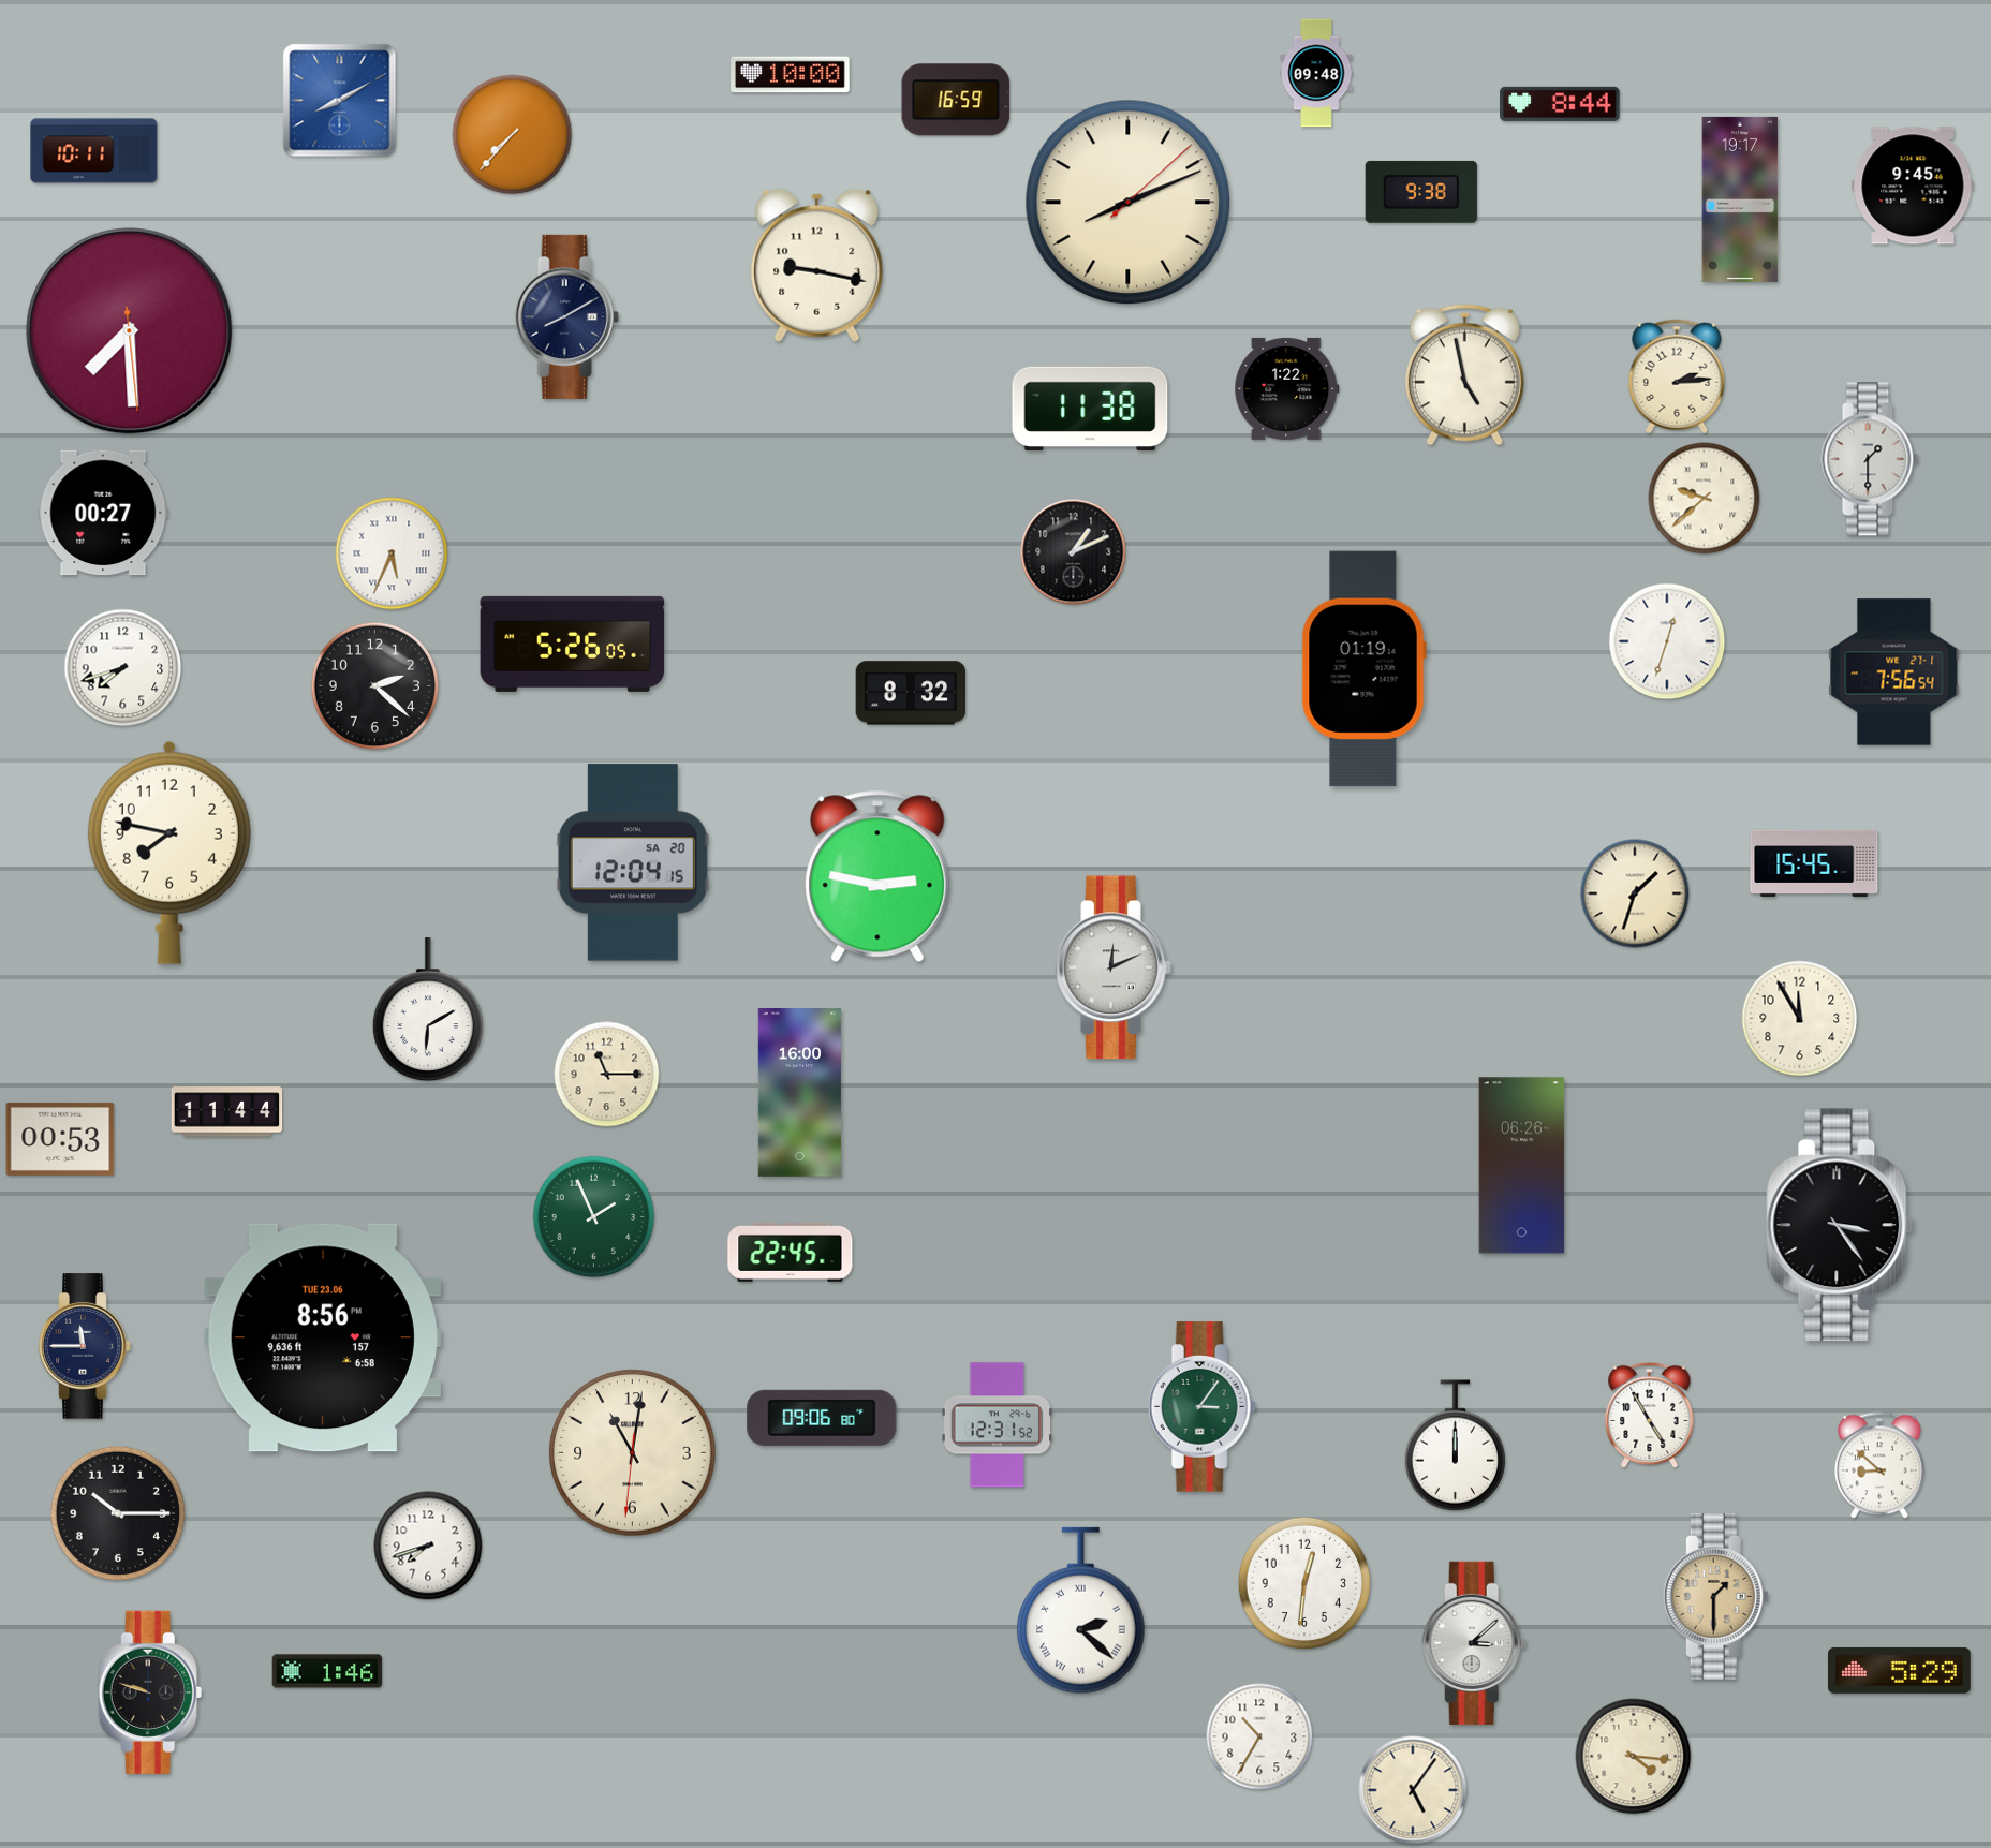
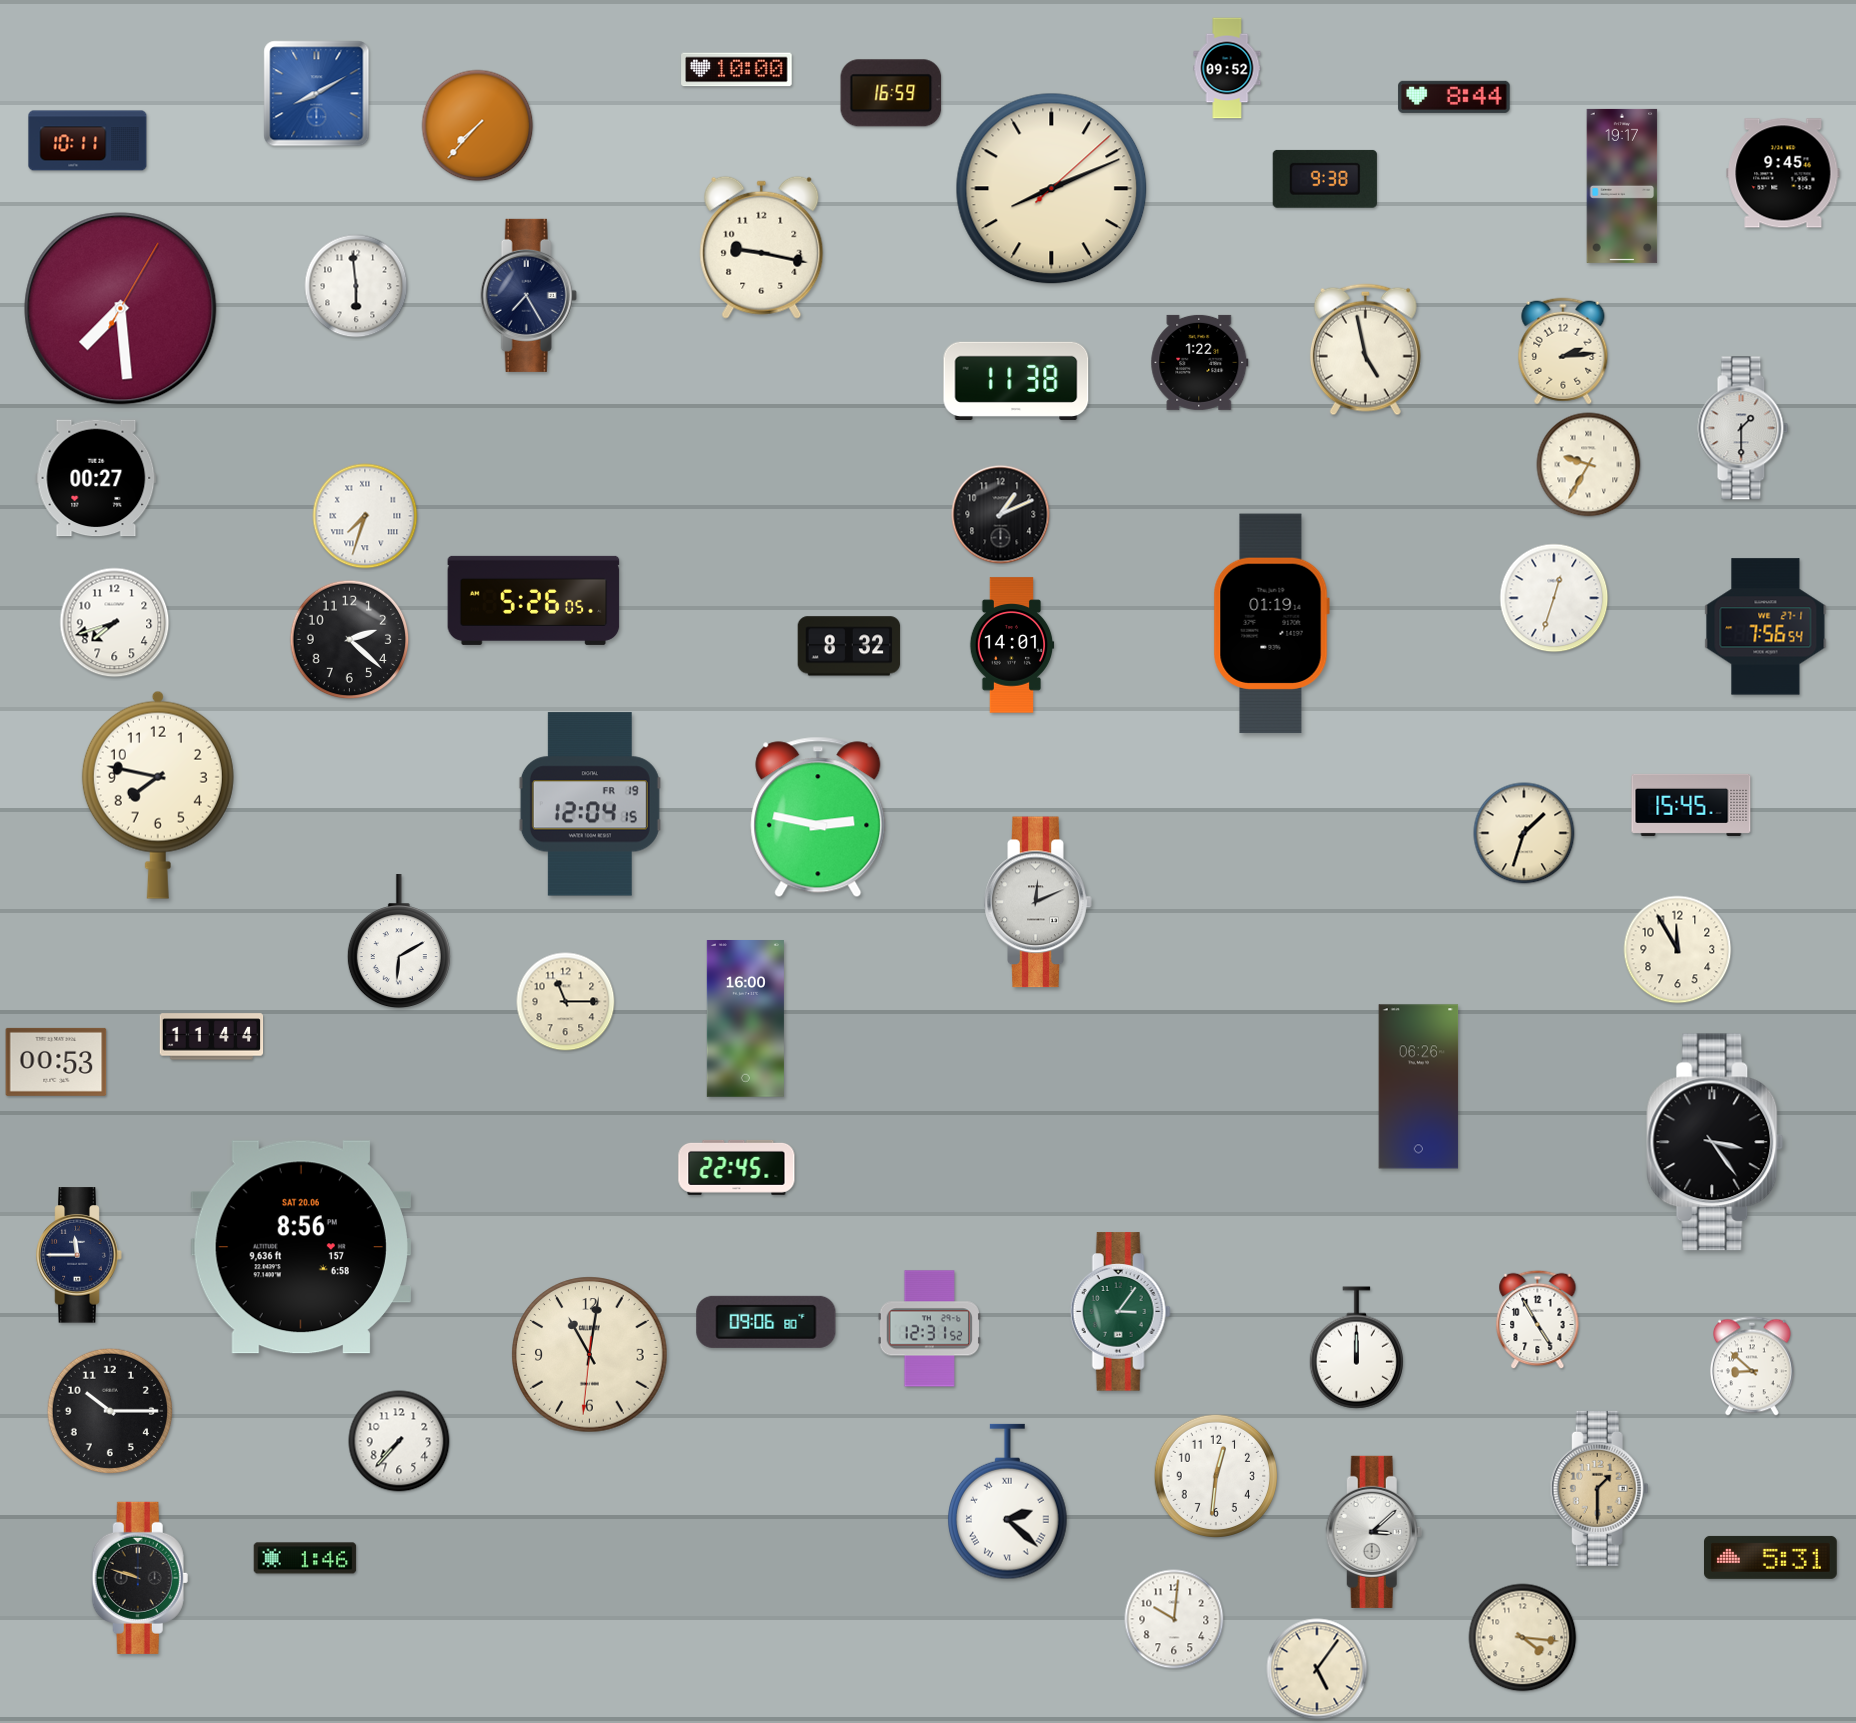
clock at (1316, 73): 09:48 -> 09:52
clock at (356, 286): none -> 5:59
clock at (566, 316): 8:10 -> 7:25
clock at (130, 331): 7:29:29 -> 7:29:05
clock at (1705, 499): 9:38 -> 9:35
clock at (392, 553): 5:34 -> 7:33
clock at (1012, 645): none -> 14:01
clock at (633, 862) date: SA 20 -> FR 19
clock at (594, 1217): 1:56 -> none
clock at (323, 1337) date: TUE 23.06 -> SAT 20.06
clock at (428, 1546): 7:42 -> 7:37
clock at (1900, 1670): 5:29 -> 5:31
clock at (1259, 1736): 10:35 -> 10:01
